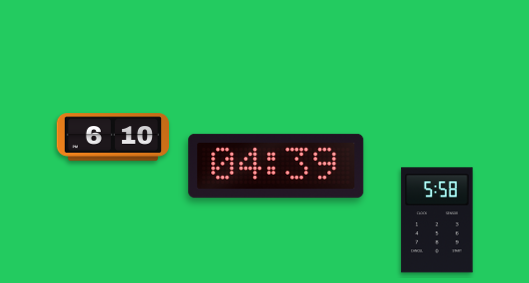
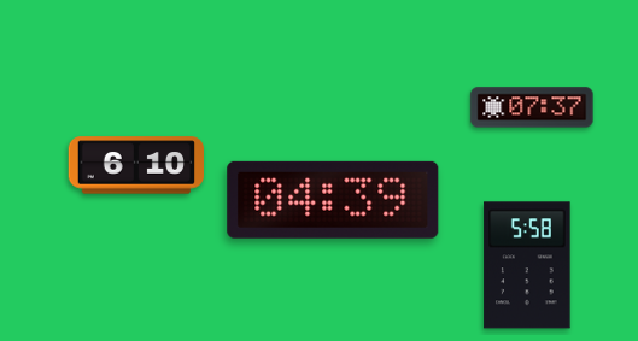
clock at (532, 107): none -> 07:37
